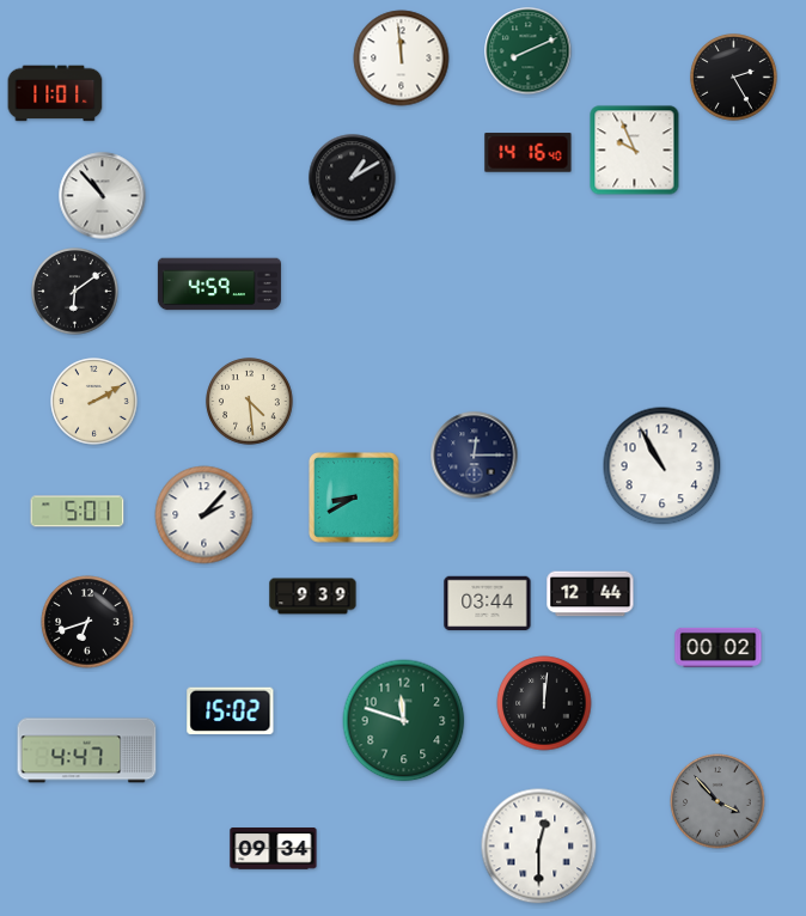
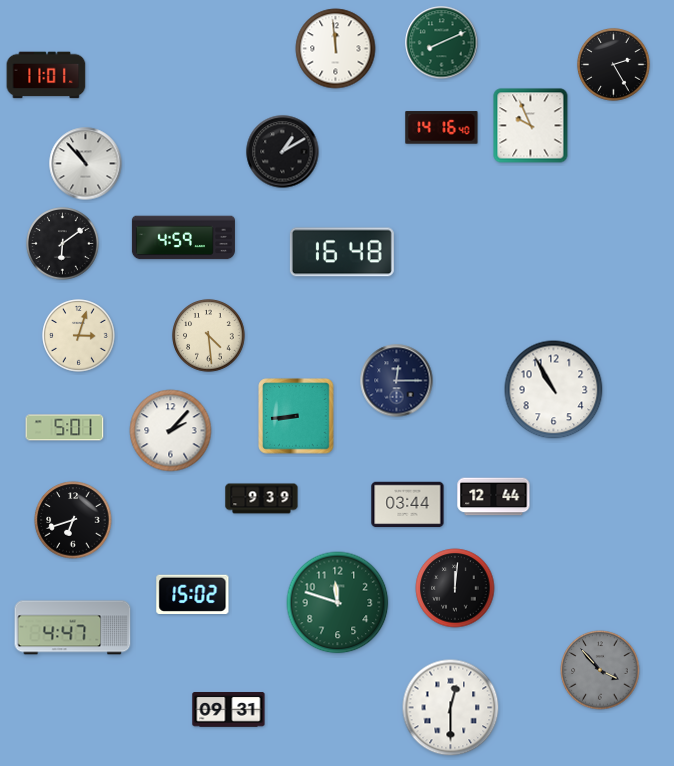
clock at (55, 93) position: (55, 93) -> (46, 75)
clock at (353, 178) position: (353, 178) -> (283, 152)
clock at (342, 252): none -> 16:48
clock at (94, 402): 2:10 -> 3:03
clock at (354, 497): 8:40 -> 8:44
clock at (719, 647): 00:02 -> none
clock at (274, 849): 09:34 -> 09:31
